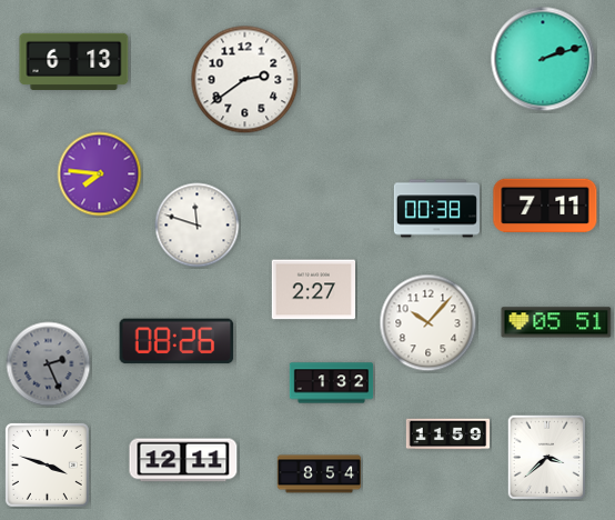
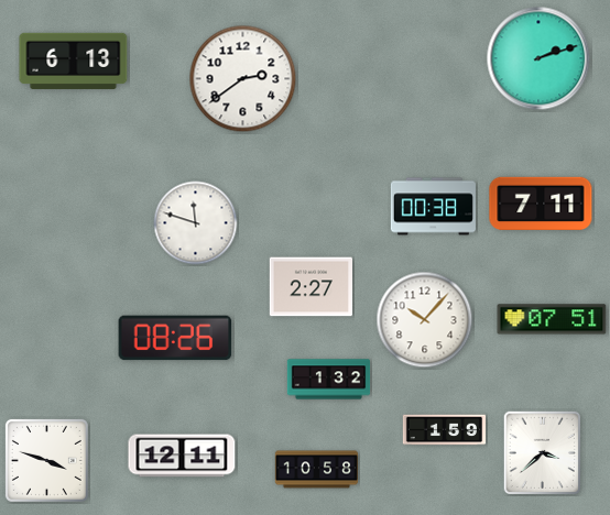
clock at (100, 174): 7:46 -> none
clock at (556, 322): 05:51 -> 07:51
clock at (49, 364): 2:26 -> none
clock at (448, 434): 11:59 -> 1:59
clock at (320, 474): 8:54 -> 10:58
